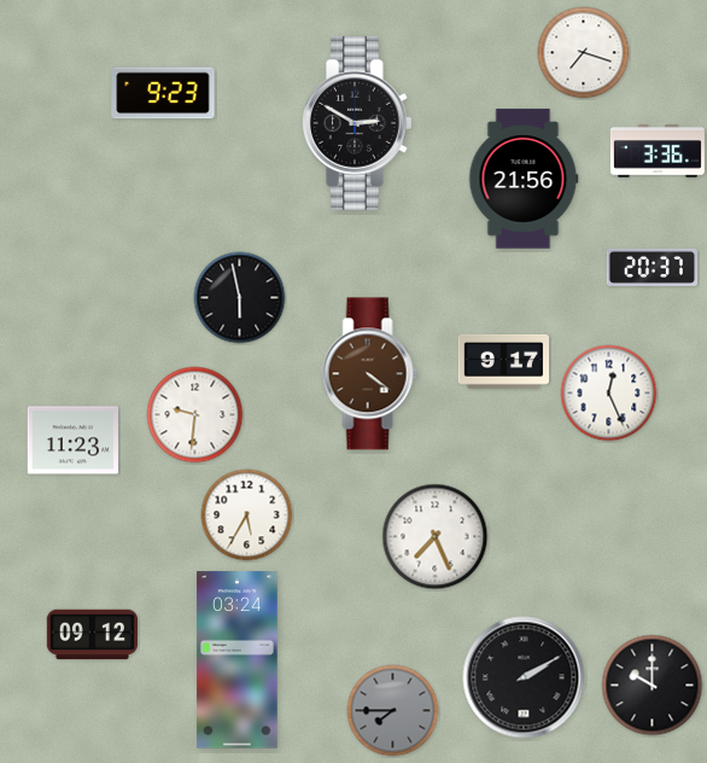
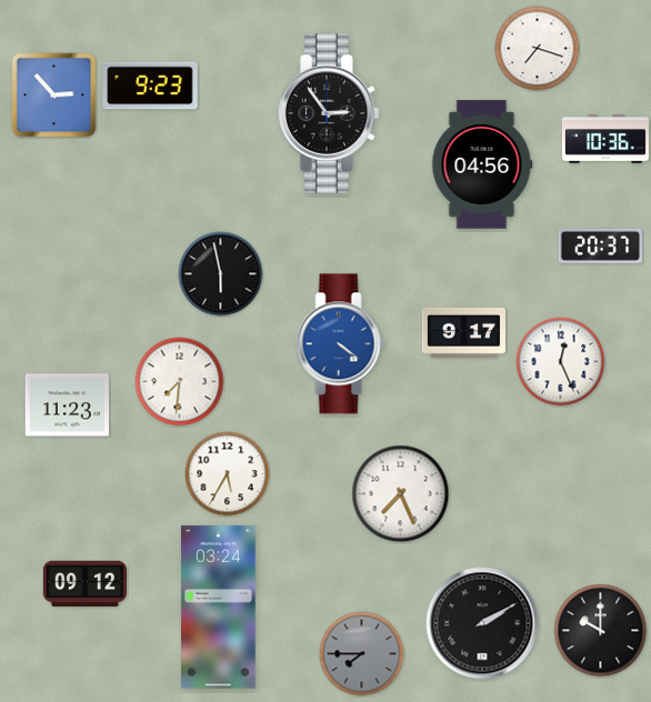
clock at (54, 96): none -> 2:53
clock at (357, 123): 2:50 -> 2:54
clock at (658, 151): 3:36 -> 10:36
clock at (524, 179): 21:56 -> 04:56
clock at (370, 374) dial: brown -> blue
clock at (195, 415): 9:31 -> 7:31
